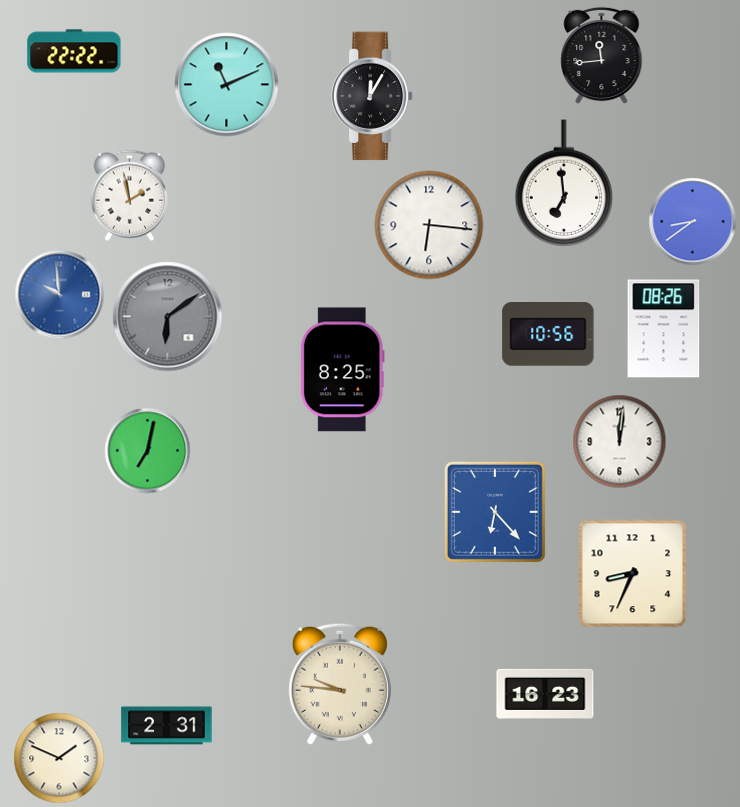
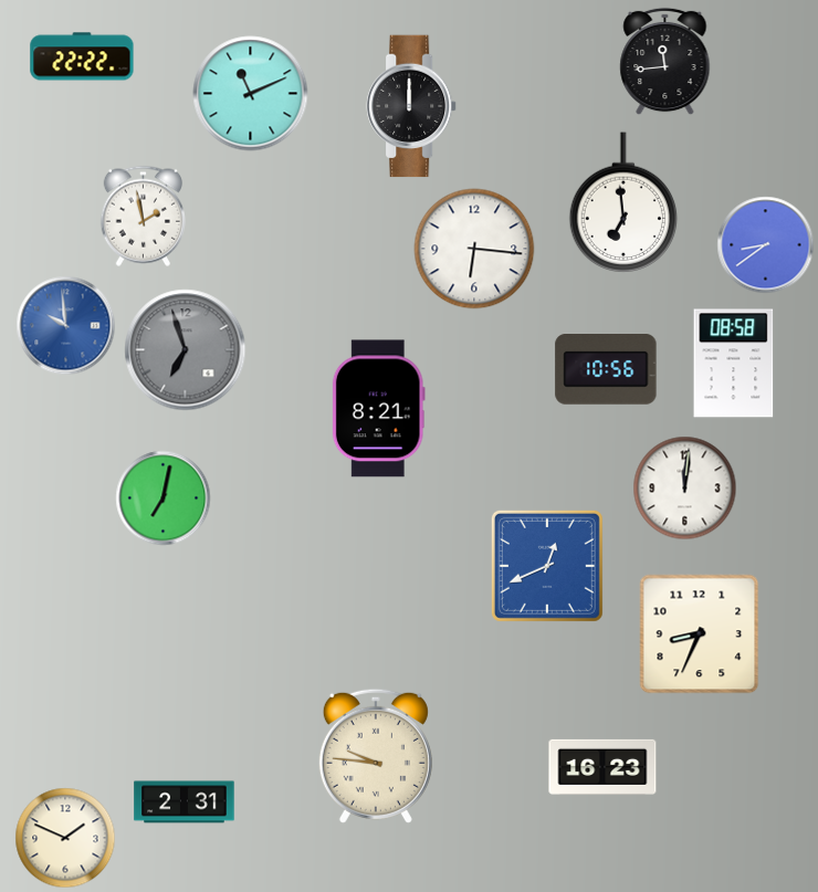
clock at (373, 96): 12:05 -> 12:00
clock at (168, 317): 6:09 -> 6:57
clock at (664, 329): 08:26 -> 08:58
clock at (342, 370): 8:25 -> 8:21
clock at (495, 512): 6:23 -> 12:41
